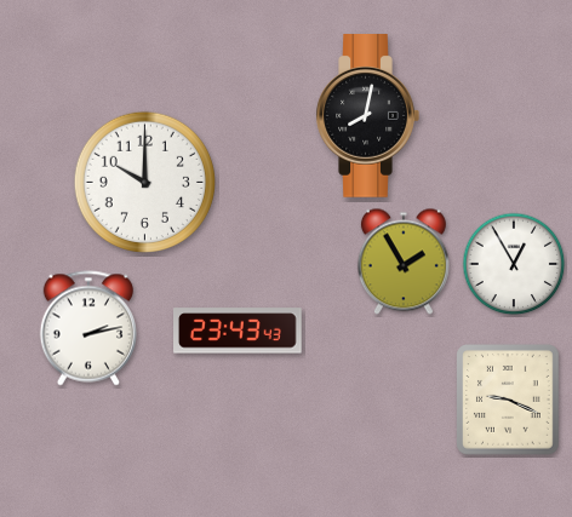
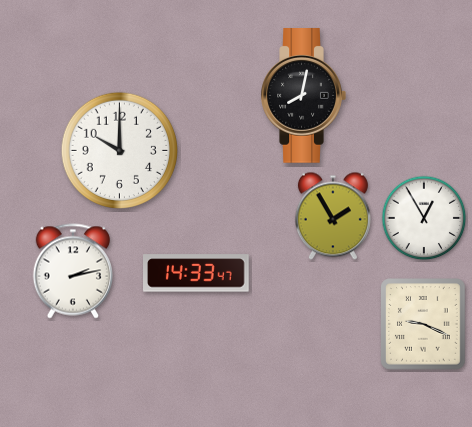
clock at (239, 331): 23:43 -> 14:33
clock at (509, 400) position: (509, 400) -> (424, 324)
